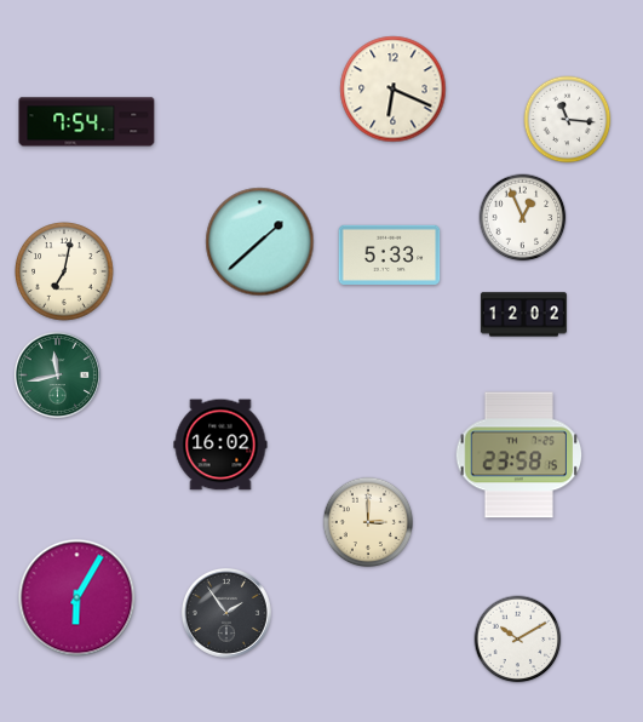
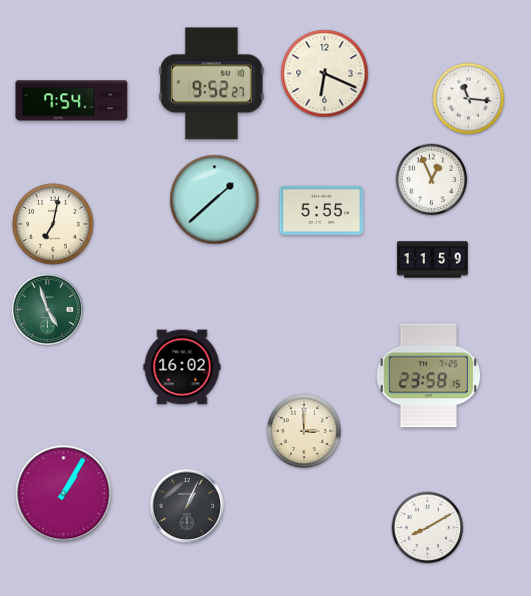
clock at (211, 84): none -> 9:52
clock at (390, 254): 5:33 -> 5:55
clock at (523, 315): 12:02 -> 11:59
clock at (57, 374): 11:43 -> 4:57
clock at (77, 598): 6:05 -> 1:05
clock at (226, 613): 1:54 -> 1:04
clock at (518, 640): 10:10 -> 8:10
